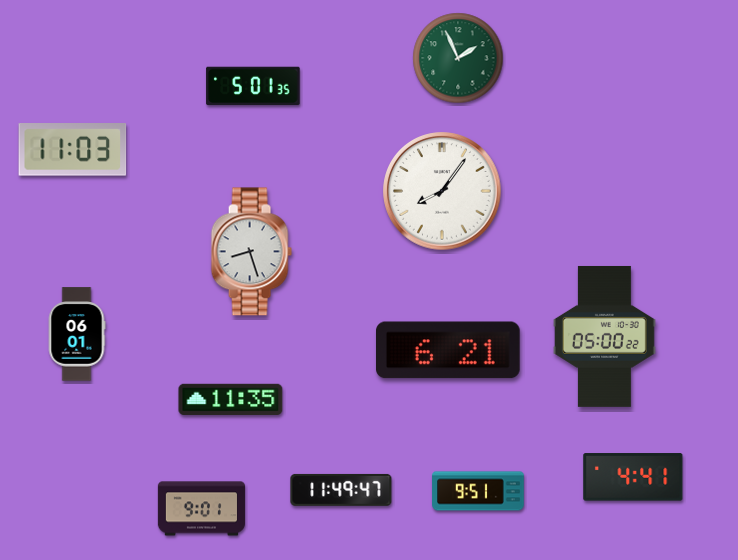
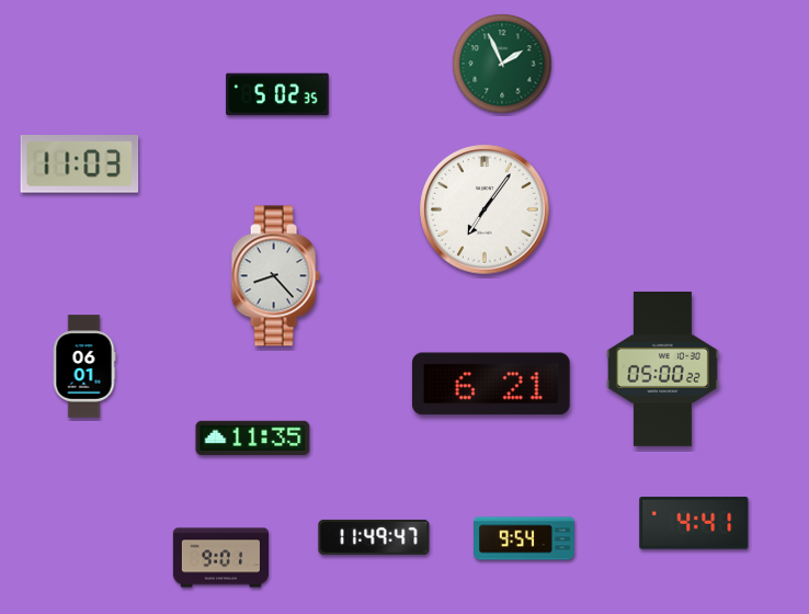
clock at (253, 86): 5:01 -> 5:02
clock at (442, 191): 8:06 -> 7:06
clock at (251, 252): 8:27 -> 8:23
clock at (478, 491): 9:51 -> 9:54
